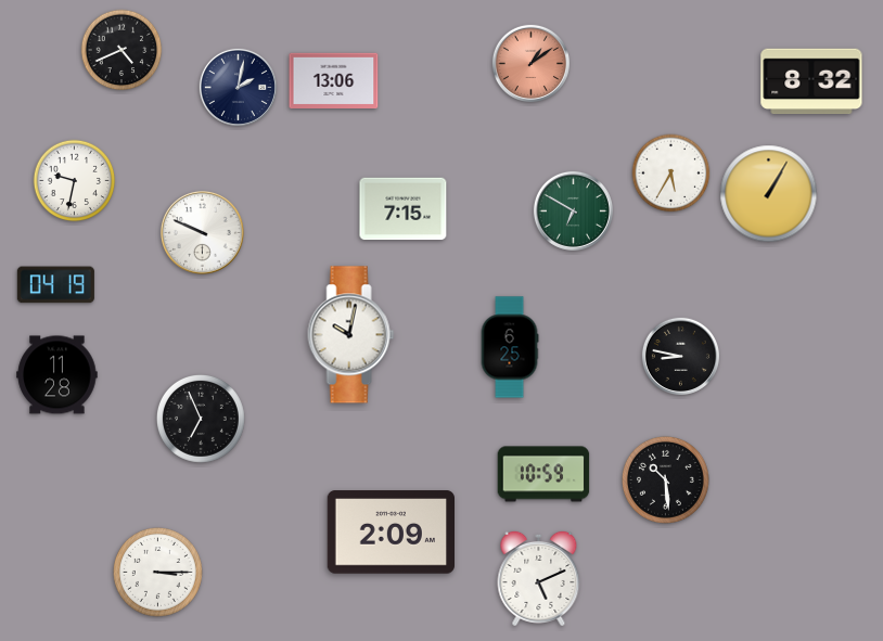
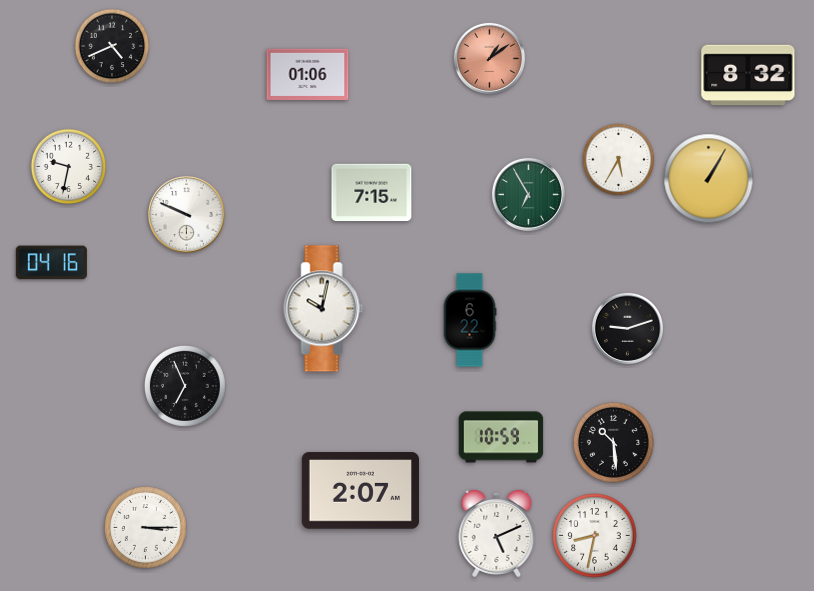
clock at (334, 80): 13:06 -> 01:06
clock at (238, 87): 2:02 -> none
clock at (573, 210): 6:50 -> 6:55
clock at (55, 285): 04:19 -> 04:16
clock at (510, 347): 6:25 -> 6:22
clock at (680, 356): 8:47 -> 9:12
clock at (57, 375): 11:28 -> none
clock at (391, 533): 2:09 -> 2:07
clock at (595, 536): none -> 8:32
